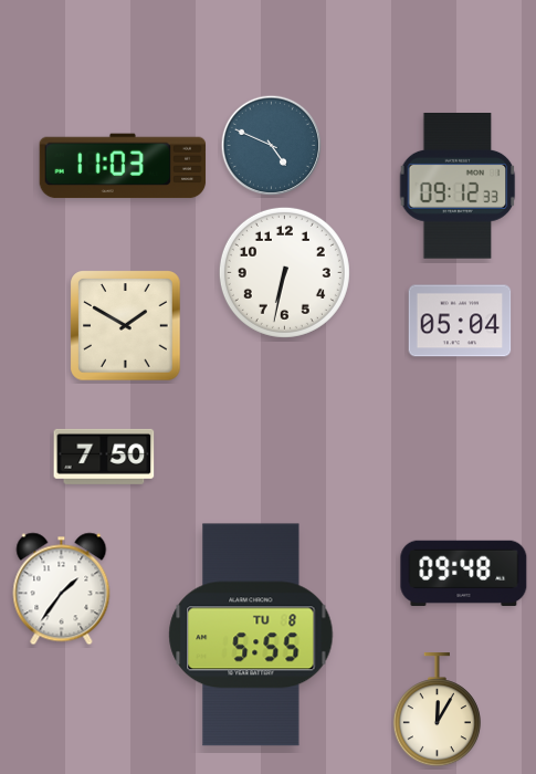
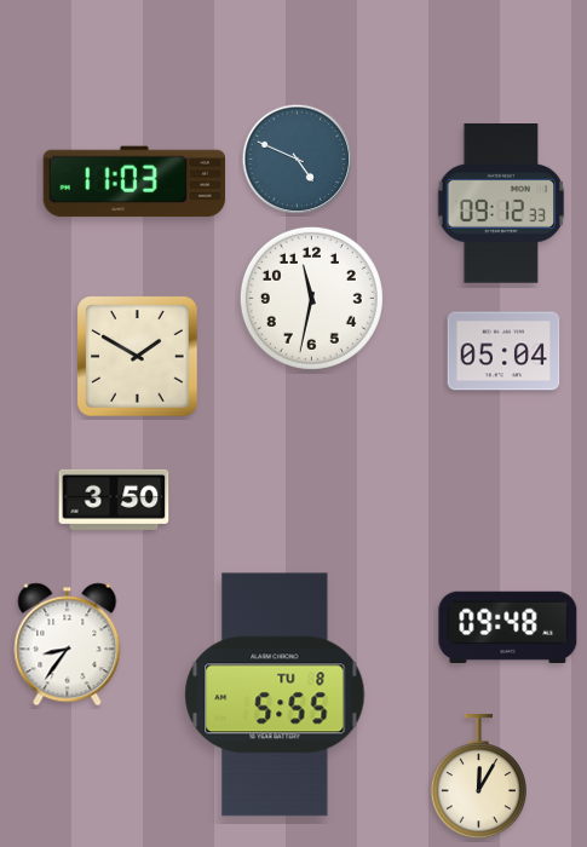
clock at (284, 272): 6:32 -> 11:32
clock at (104, 457): 7:50 -> 3:50
clock at (62, 589): 1:36 -> 8:36
